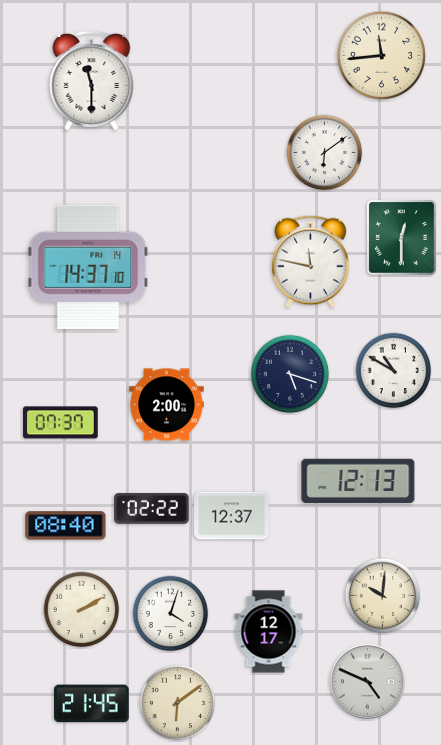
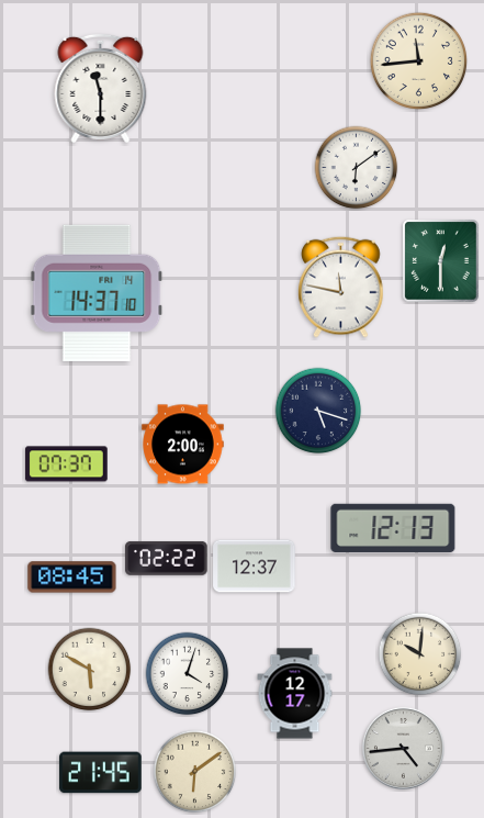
clock at (394, 371): 10:50 -> none
clock at (66, 526): 08:40 -> 08:45
clock at (82, 610): 2:10 -> 5:50
clock at (367, 681): 4:49 -> 4:44
